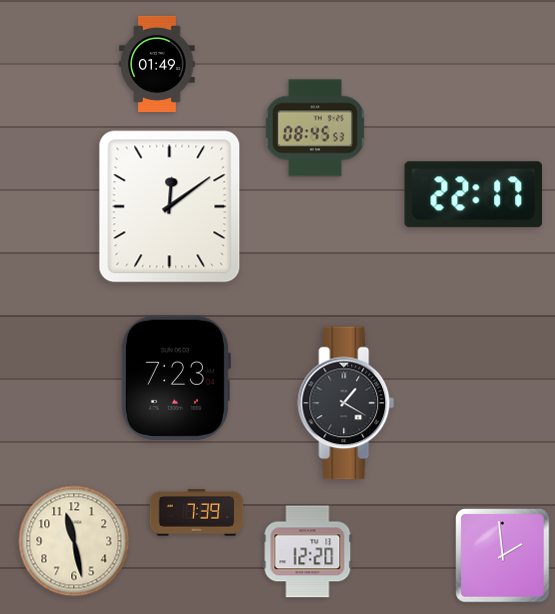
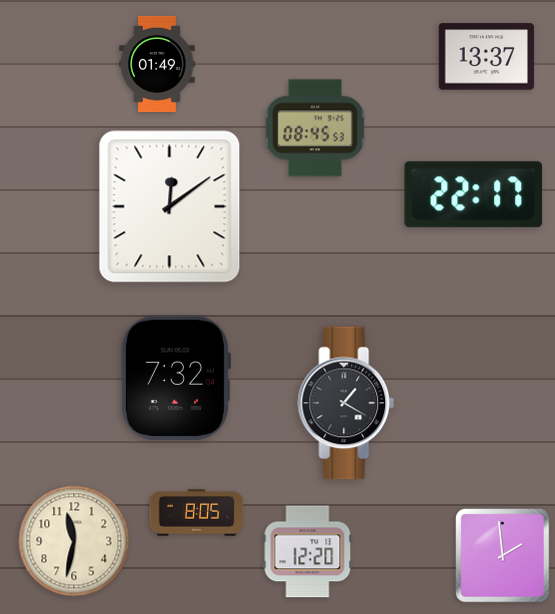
clock at (486, 57): none -> 13:37
clock at (175, 378): 7:23 -> 7:32
clock at (197, 513): 7:39 -> 8:05
clock at (74, 541): 11:28 -> 11:32
